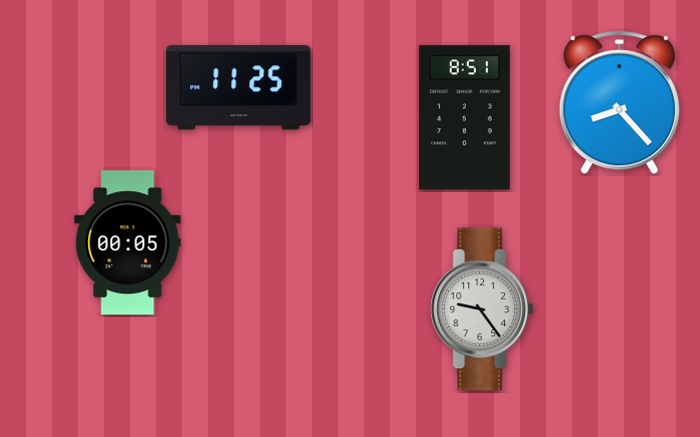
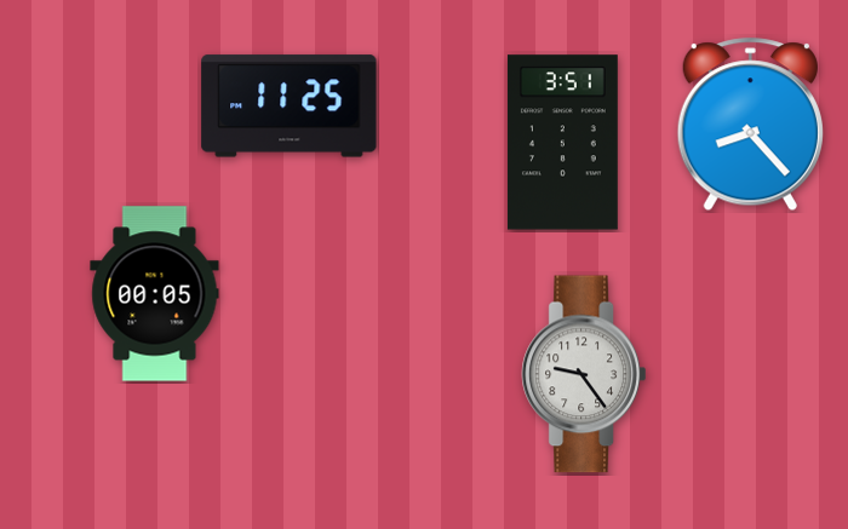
clock at (464, 118): 8:51 -> 3:51
